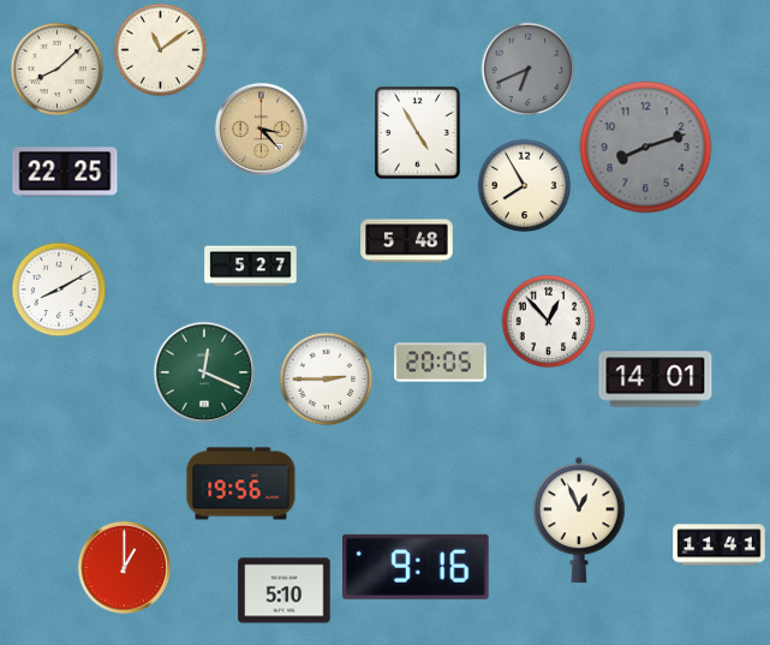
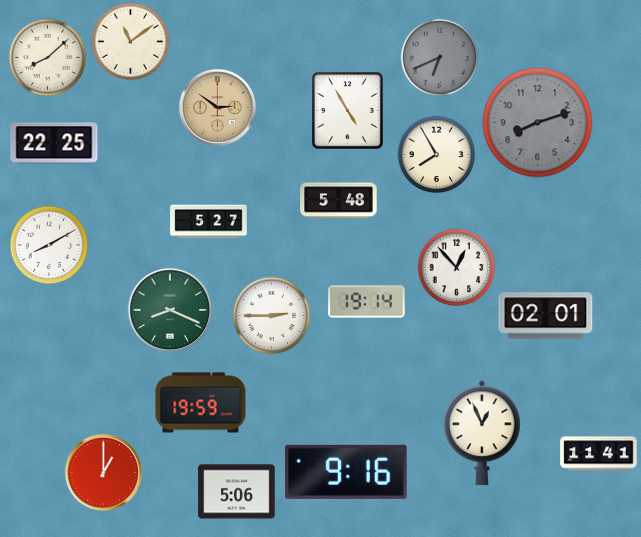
clock at (160, 49) position: (160, 49) -> (130, 41)
clock at (261, 129): 3:23 -> 2:51
clock at (59, 289) position: (59, 289) -> (49, 245)
clock at (441, 363): 20:05 -> 19:14
clock at (204, 372): 12:19 -> 8:19
clock at (656, 380): 14:01 -> 02:01
clock at (241, 484): 19:56 -> 19:59
clock at (285, 591): 5:10 -> 5:06
